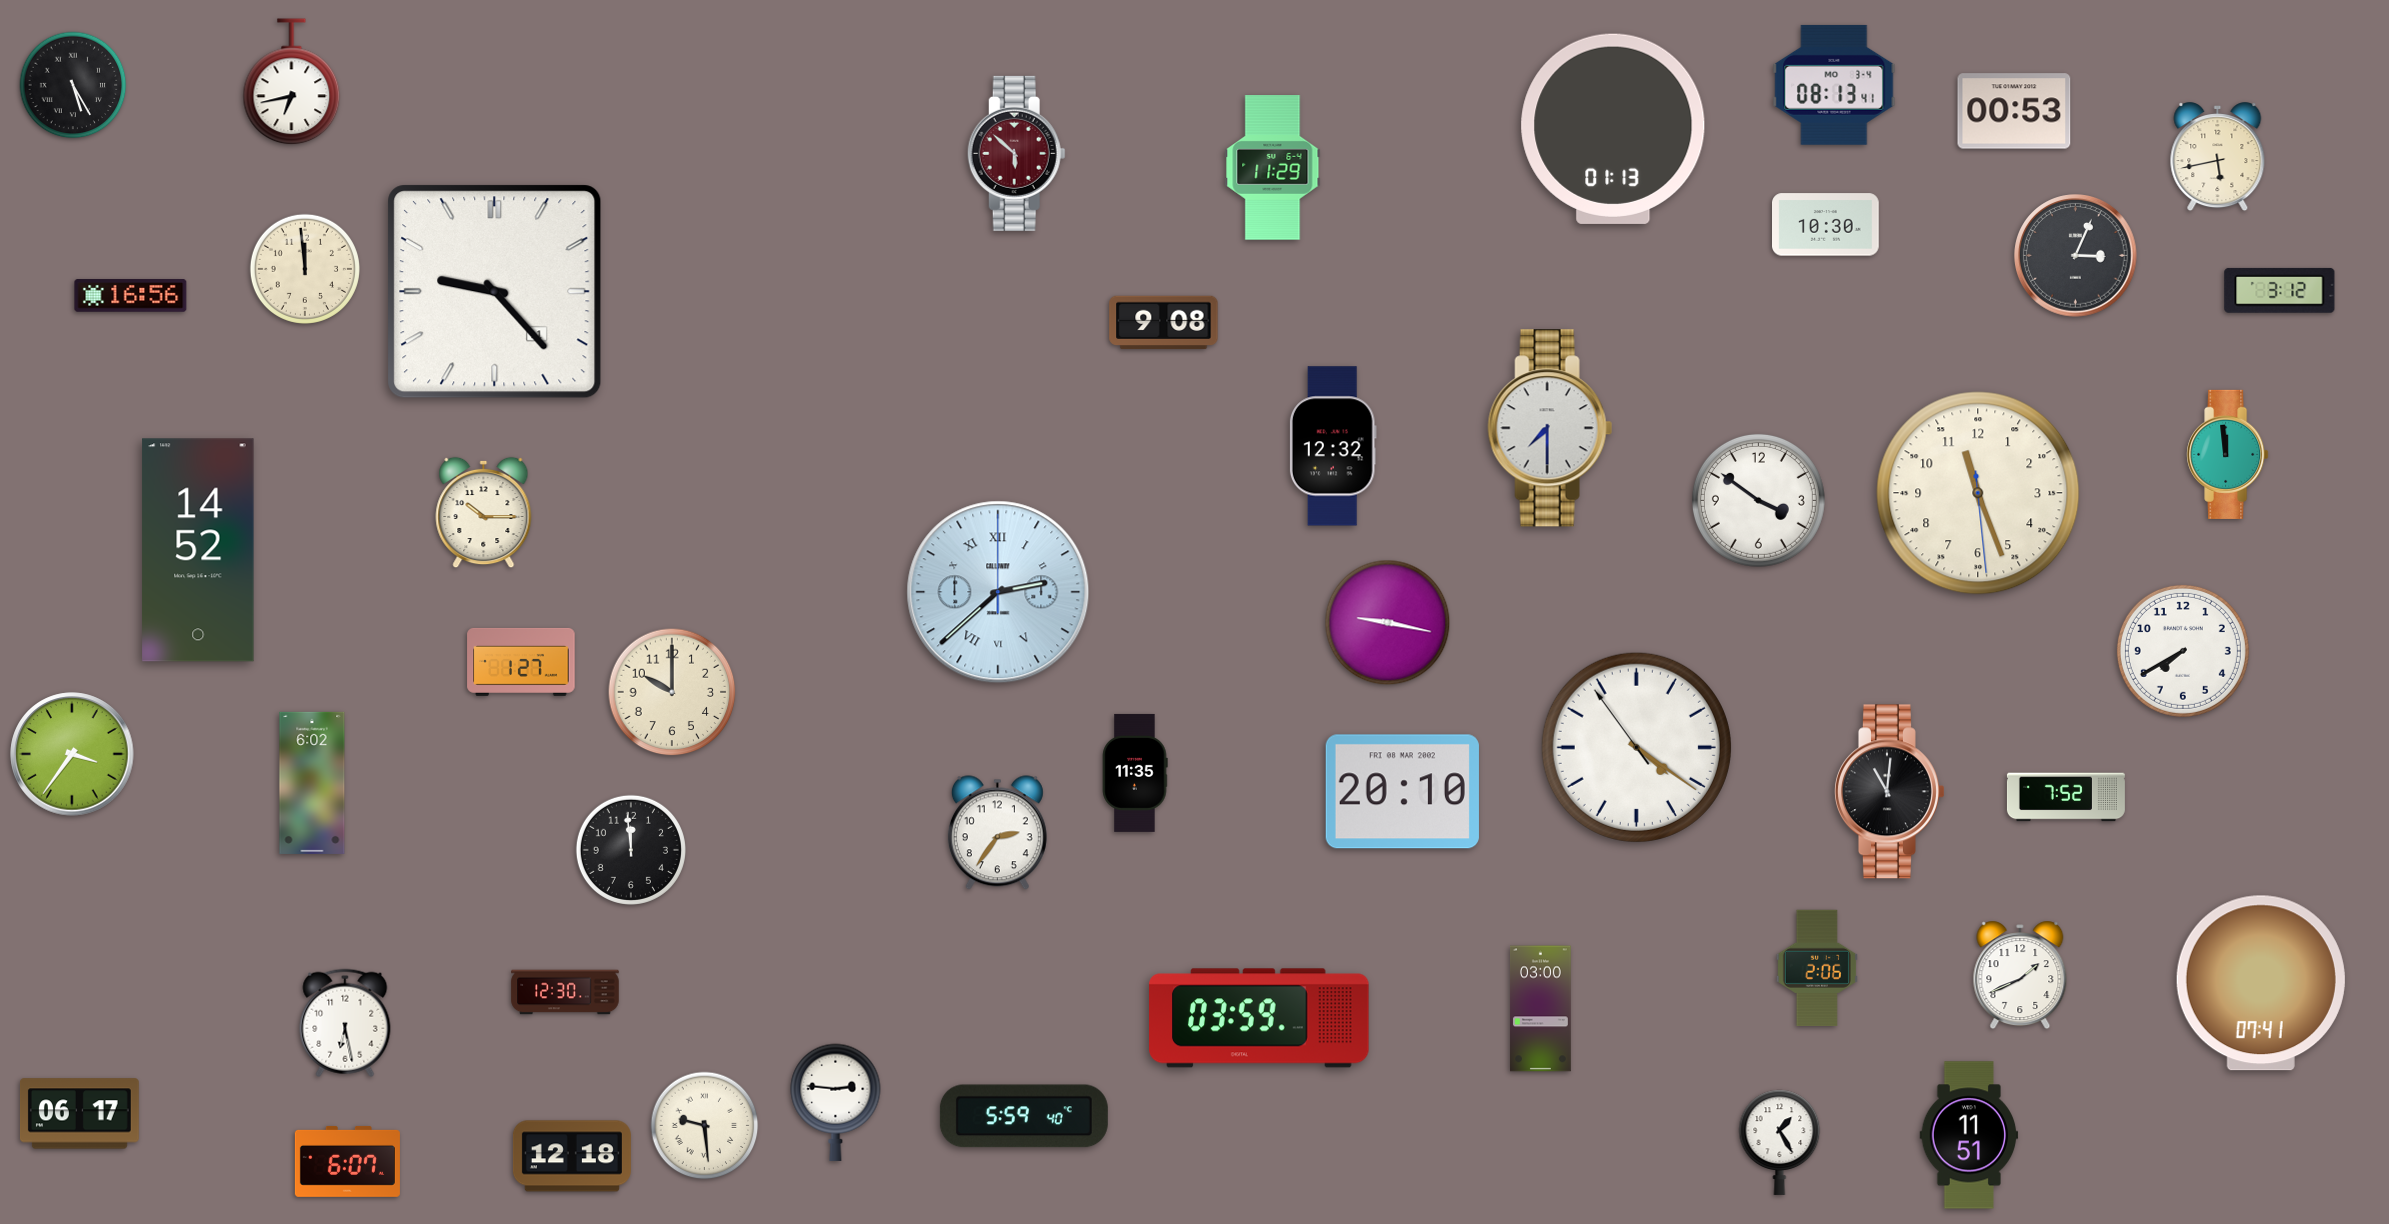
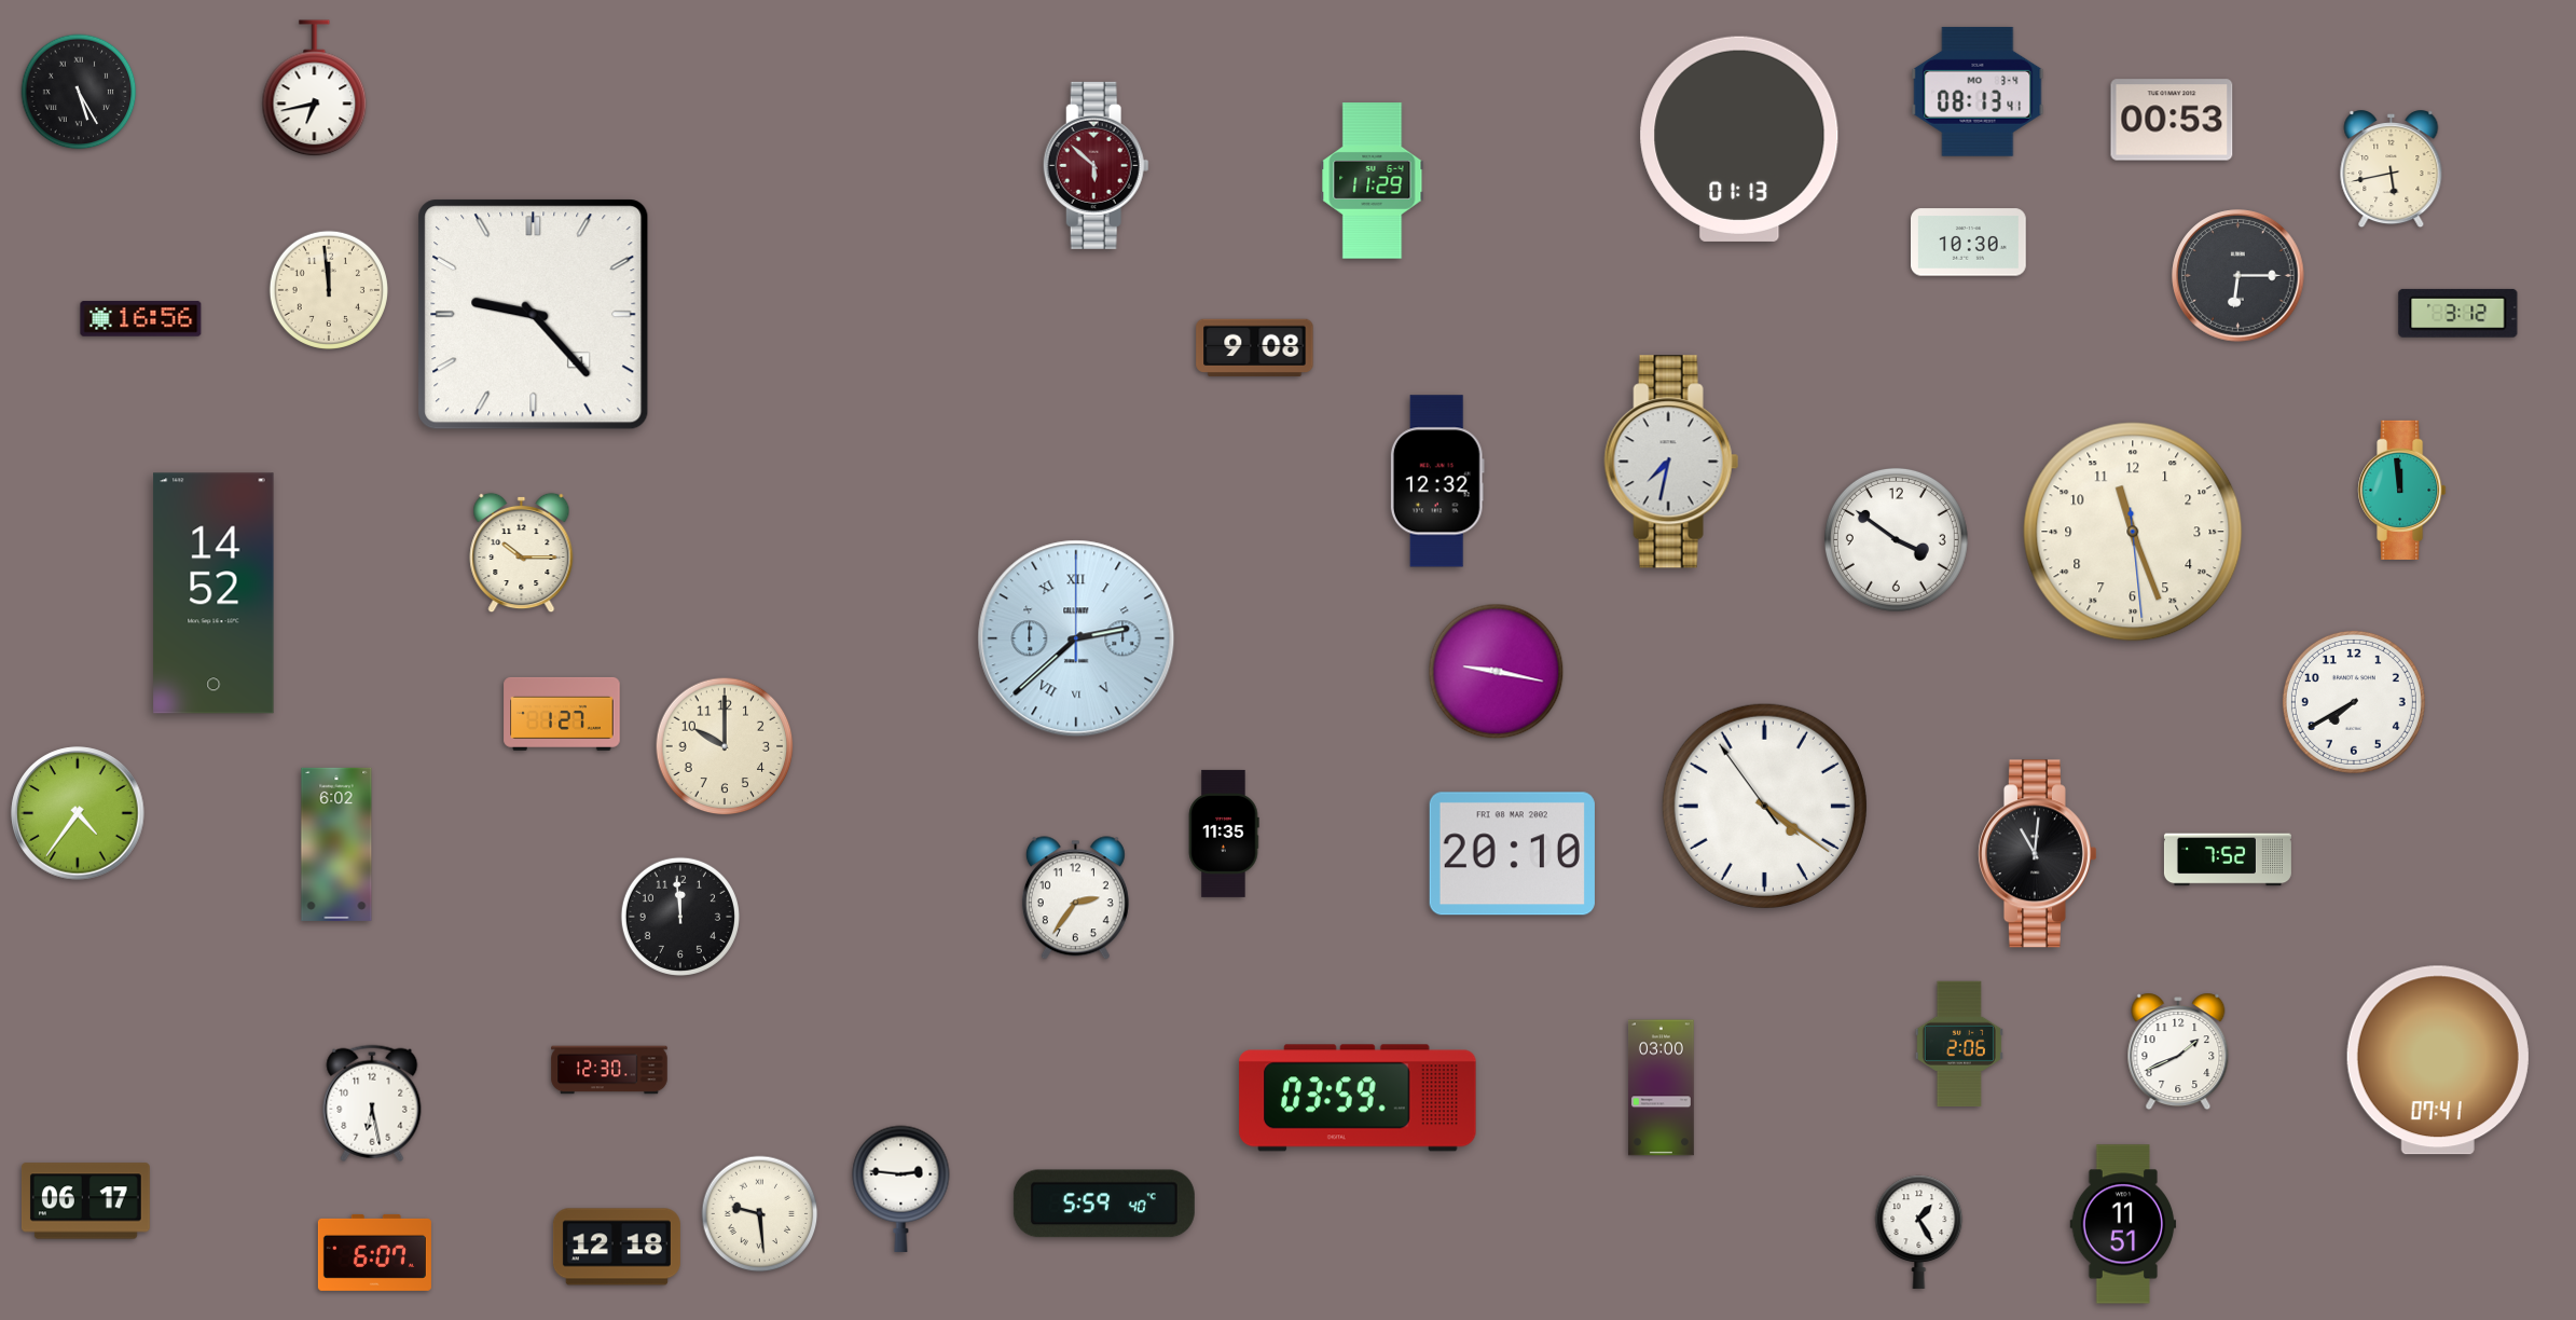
clock at (2076, 256): 3:04 -> 6:15
clock at (1550, 428): 7:30 -> 7:32
clock at (72, 754): 3:36 -> 4:36
